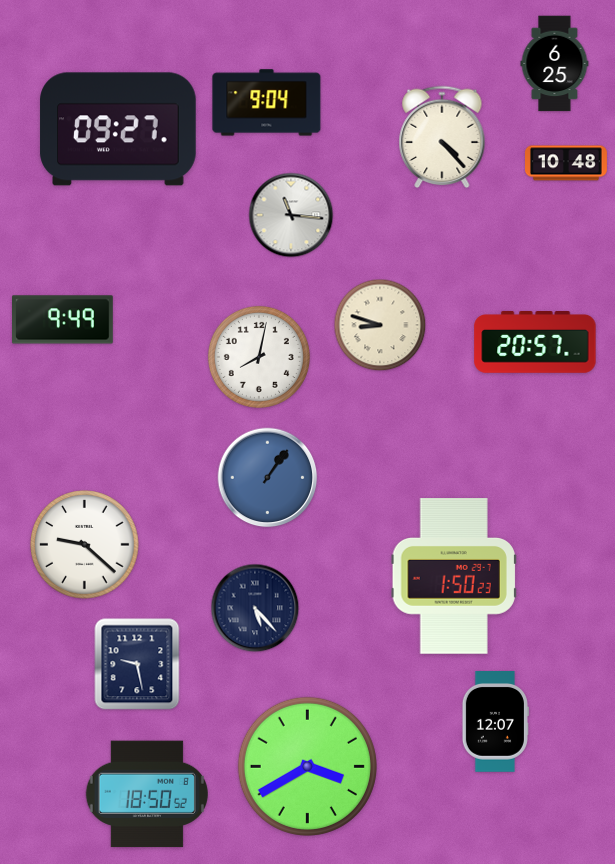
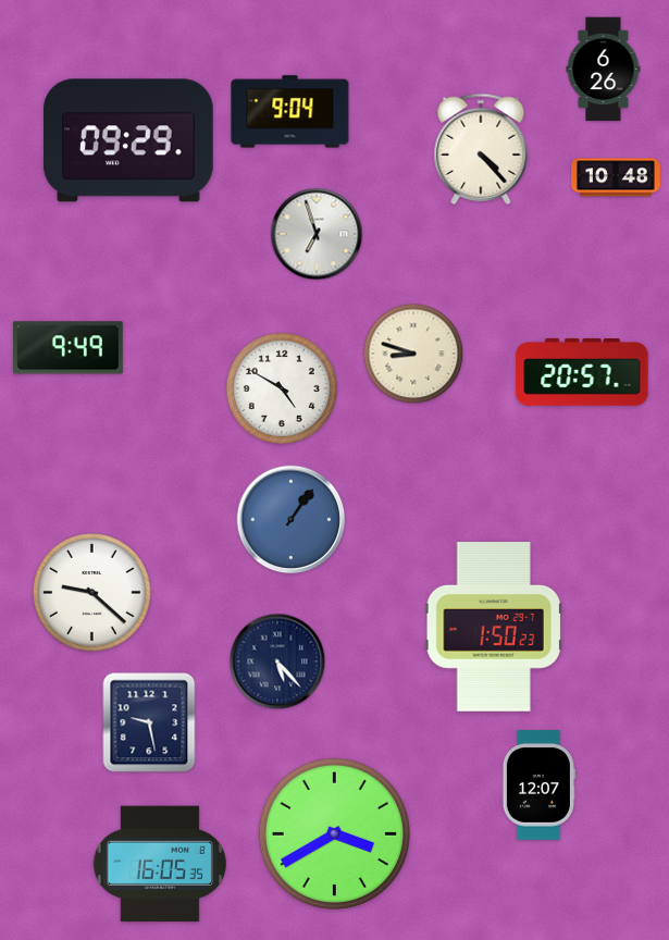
clock at (555, 64): 6:25 -> 6:26
clock at (118, 129): 09:27 -> 09:29
clock at (291, 215): 11:16 -> 6:57
clock at (259, 357): 8:02 -> 4:50
clock at (147, 794): 18:50 -> 16:05
